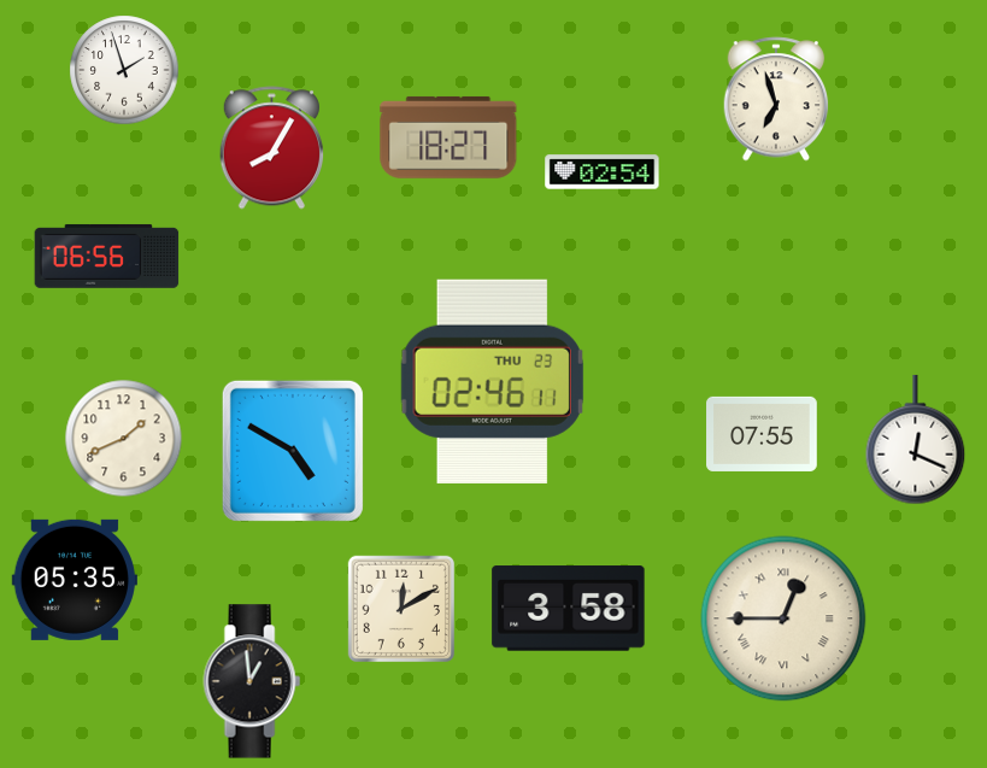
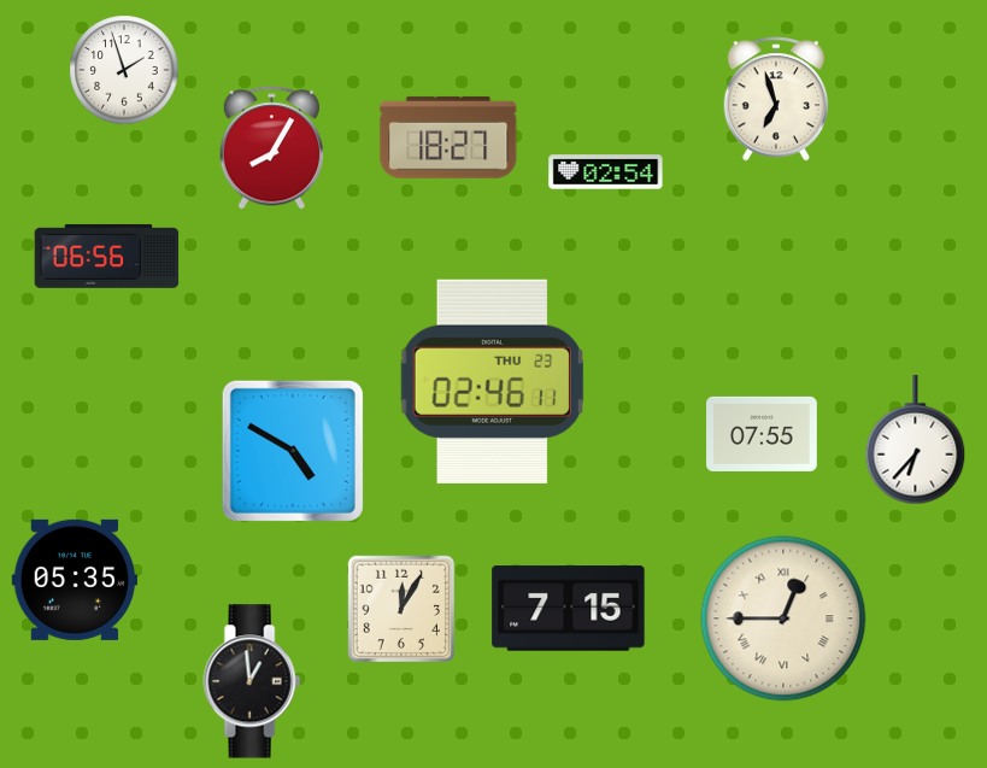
clock at (603, 172) position: (603, 172) -> (606, 172)
clock at (124, 439): 1:41 -> none
clock at (916, 440): 12:19 -> 6:37
clock at (401, 609): 12:10 -> 12:05
clock at (569, 609): 3:58 -> 7:15
